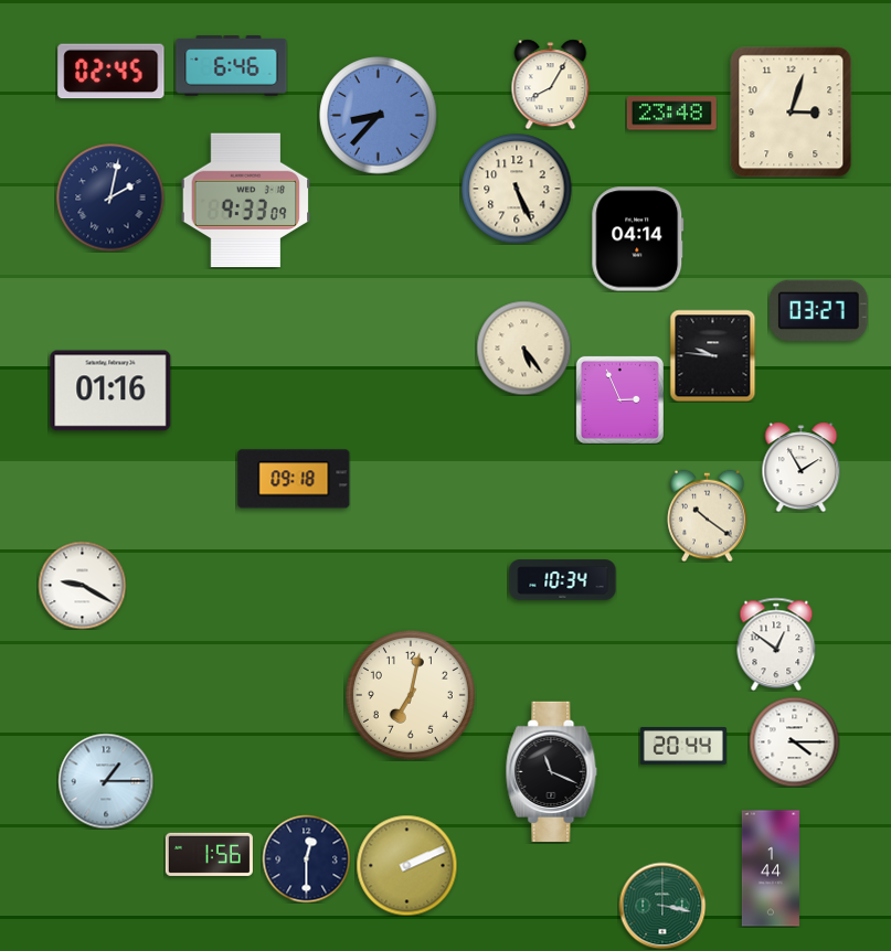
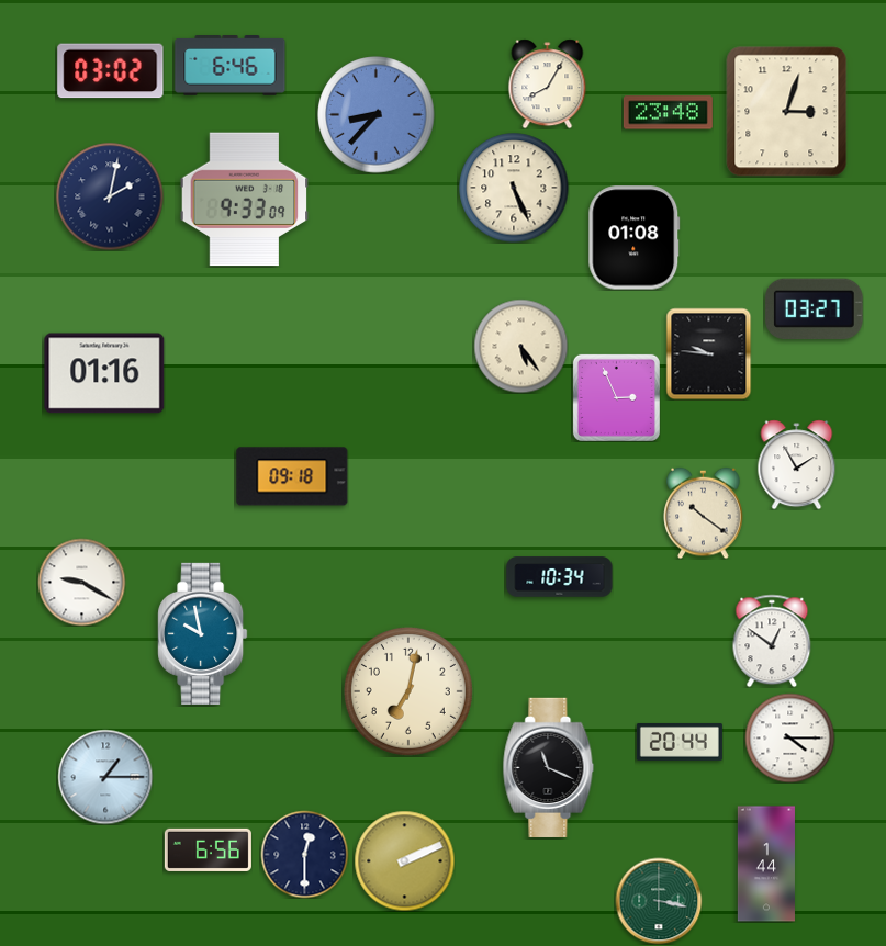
clock at (112, 72): 02:45 -> 03:02
clock at (638, 239): 04:14 -> 01:08
clock at (110, 391) position: (110, 391) -> (104, 373)
clock at (203, 633): none -> 9:58
clock at (209, 854): 1:56 -> 6:56
